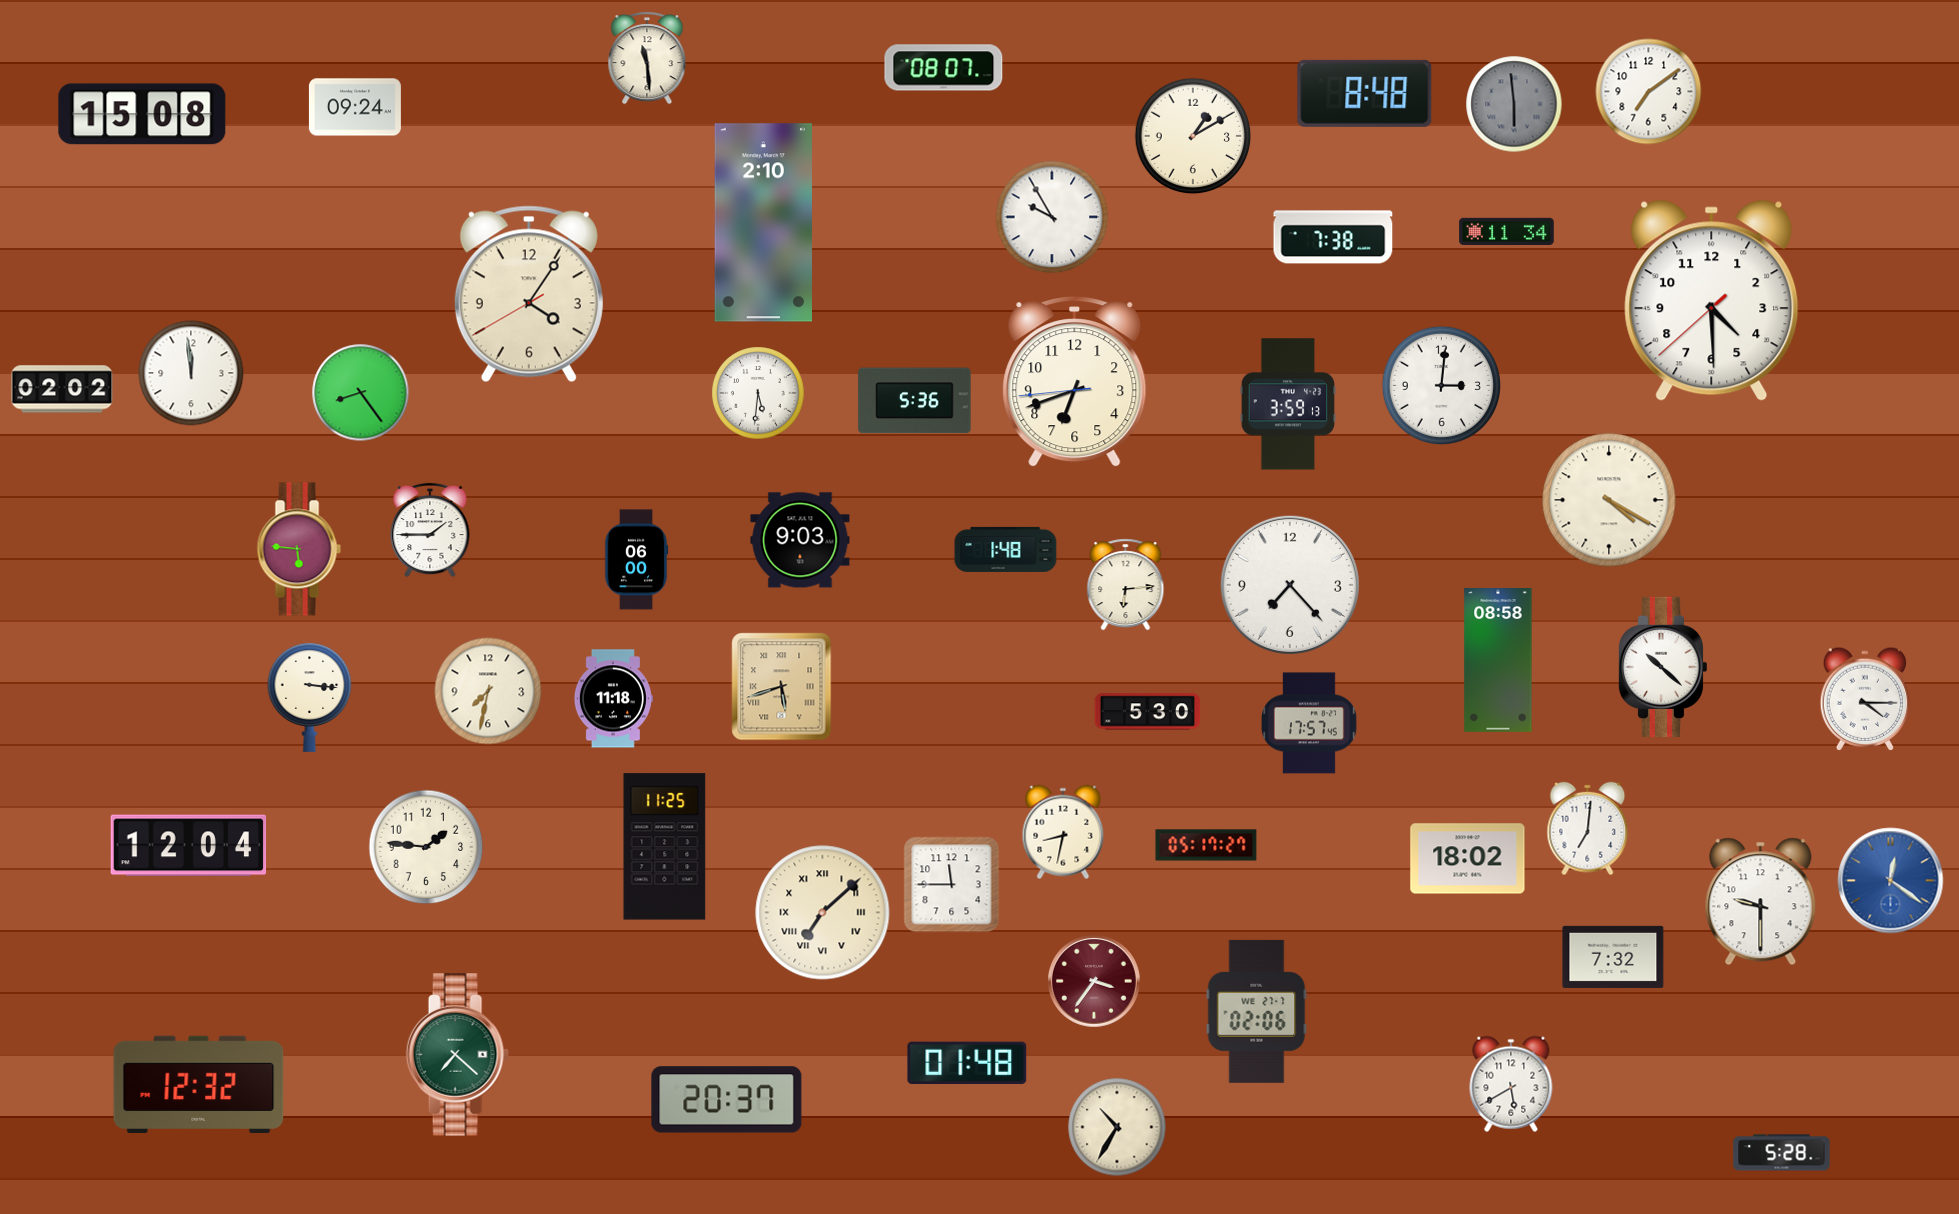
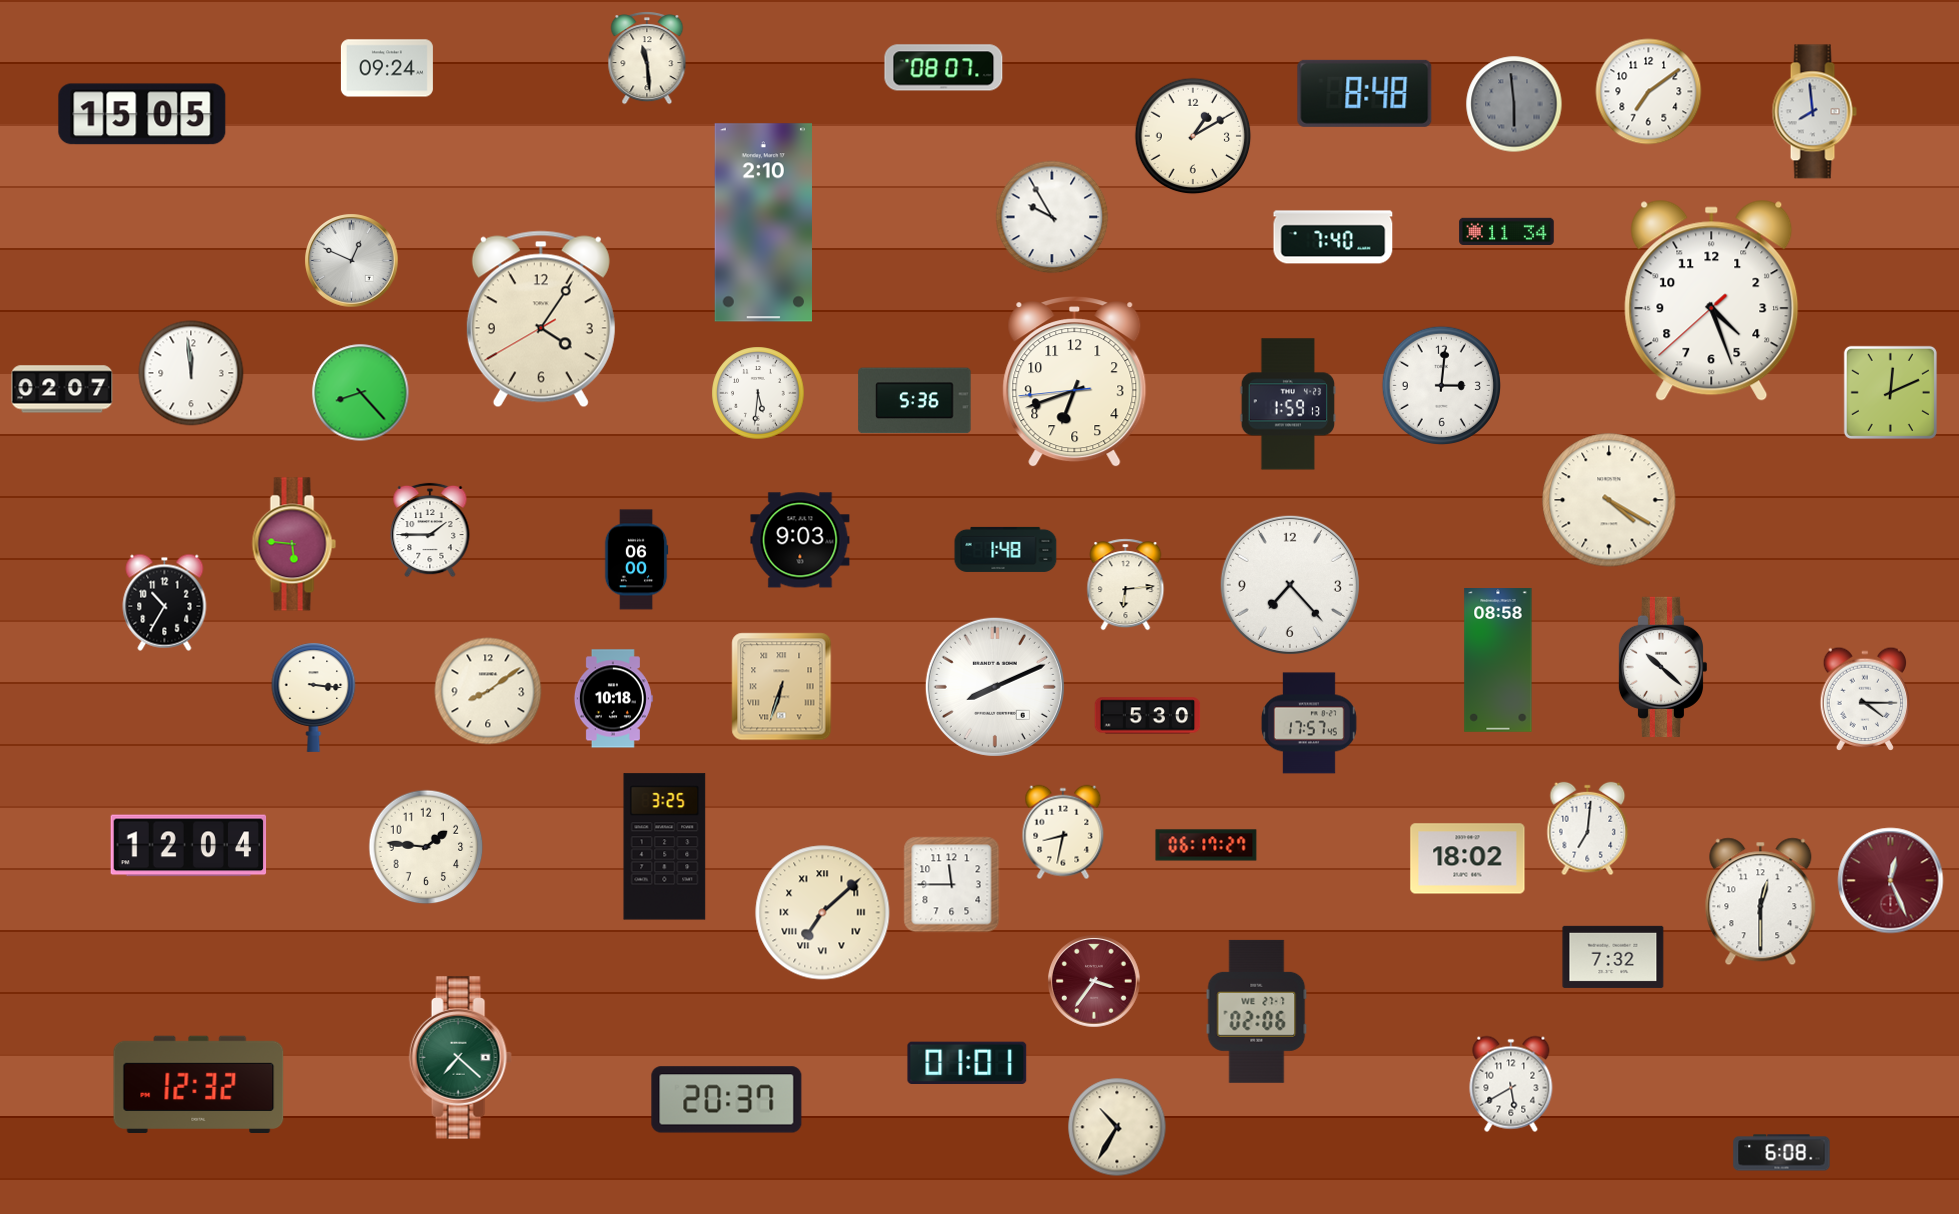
clock at (355, 107) position: (355, 107) -> (387, 68)
clock at (1814, 112): none -> 7:59
clock at (142, 114): 15:08 -> 15:05
clock at (1333, 237): 7:38 -> 7:40
clock at (352, 261): none -> 12:49
clock at (529, 294) position: (529, 294) -> (541, 319)
clock at (1712, 300): 4:29 -> 4:26
clock at (62, 389): 02:02 -> 02:07
clock at (1890, 392): none -> 12:11
clock at (361, 393): 8:24 -> 8:23
clock at (1288, 404): 3:59 -> 1:59
clock at (299, 549) position: (299, 549) -> (294, 544)
clock at (165, 602): none -> 10:35
clock at (782, 687): 5:42 -> 6:33
clock at (995, 687): none -> 8:11
clock at (488, 691): 7:32 -> 8:09
clock at (310, 697) position: (310, 697) -> (314, 697)
clock at (613, 699): 11:18 -> 10:18
clock at (1148, 712) position: (1148, 712) -> (1148, 716)
clock at (1206, 845): 05:17 -> 06:17
clock at (665, 847): 11:25 -> 3:25
clock at (1891, 881): 12:21 -> 12:26
clock at (1891, 881) dial: blue -> burgundy
clock at (1761, 902): 9:30 -> 12:30
clock at (457, 1055) position: (457, 1055) -> (460, 1058)
clock at (967, 1062): 01:48 -> 01:01
clock at (1782, 1153): 5:28 -> 6:08
